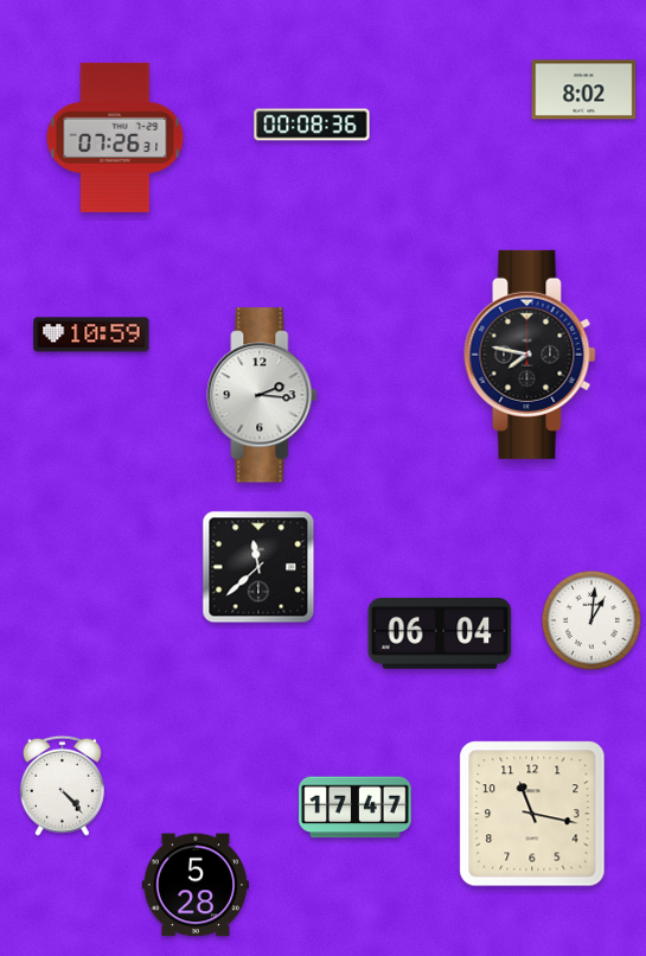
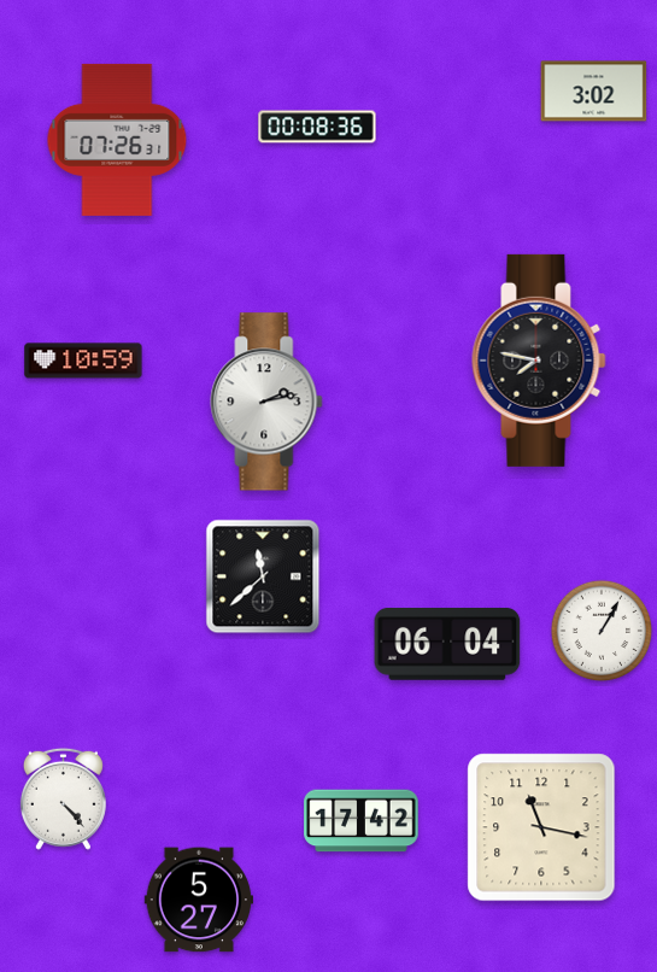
clock at (584, 90): 8:02 -> 3:02
clock at (91, 334) position: (91, 334) -> (83, 361)
clock at (262, 395): 2:16 -> 2:13
clock at (591, 620): 1:01 -> 1:05
clock at (356, 808): 17:47 -> 17:42
clock at (194, 885): 5:28 -> 5:27
